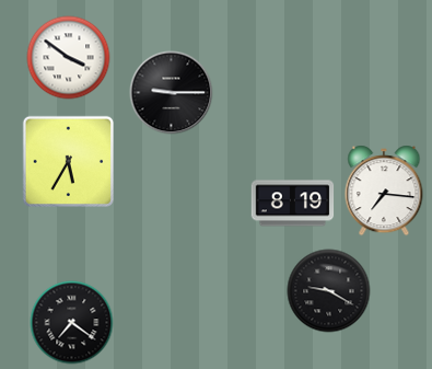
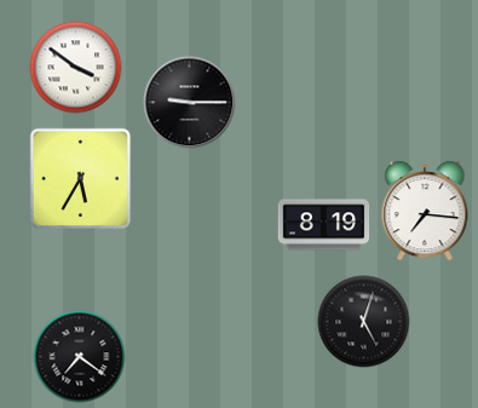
clock at (69, 58) position: (69, 58) -> (76, 68)
clock at (68, 161) position: (68, 161) -> (80, 178)
clock at (329, 291): 9:20 -> 5:03
